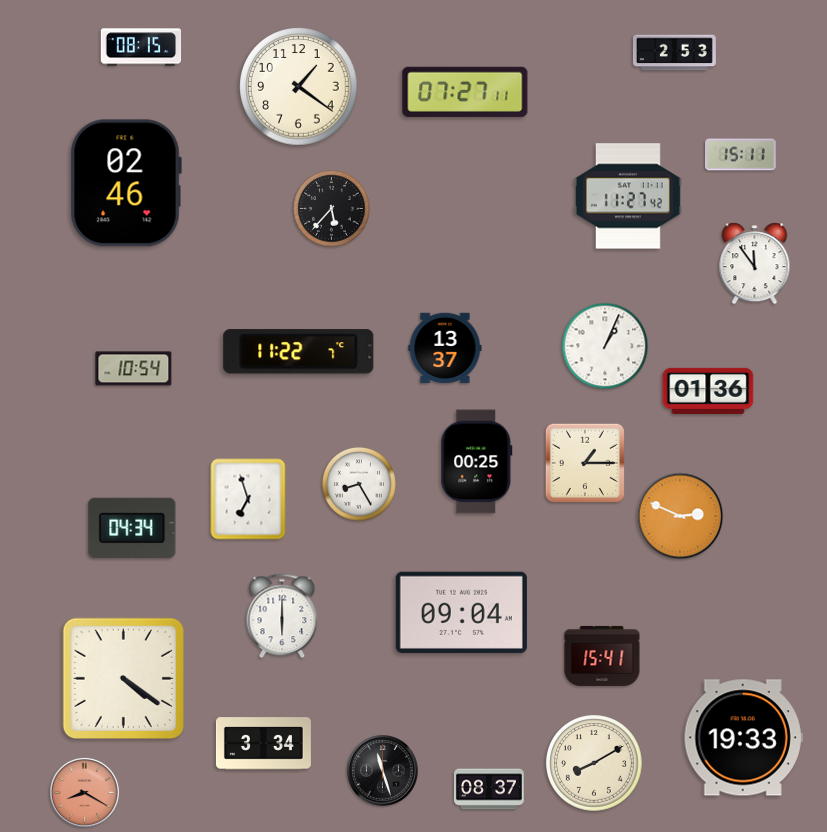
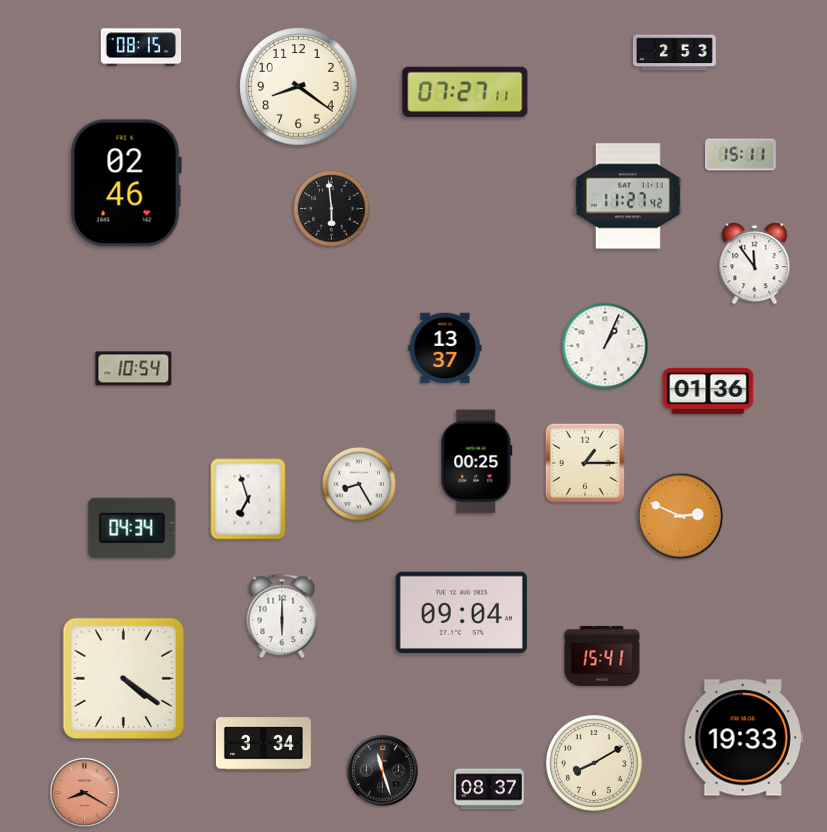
clock at (299, 87): 1:21 -> 8:21
clock at (332, 209): 5:37 -> 5:59
clock at (299, 352): 11:22 -> none
